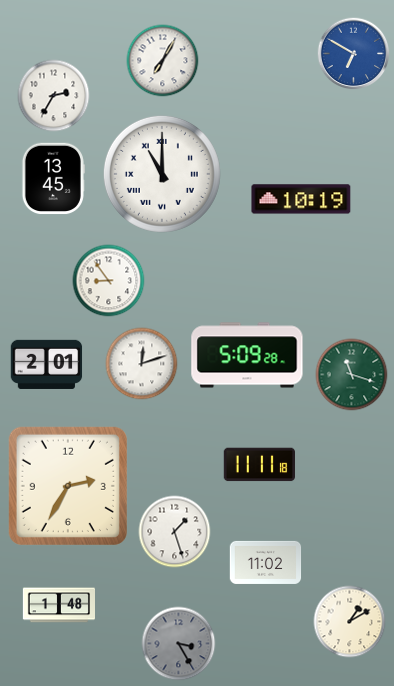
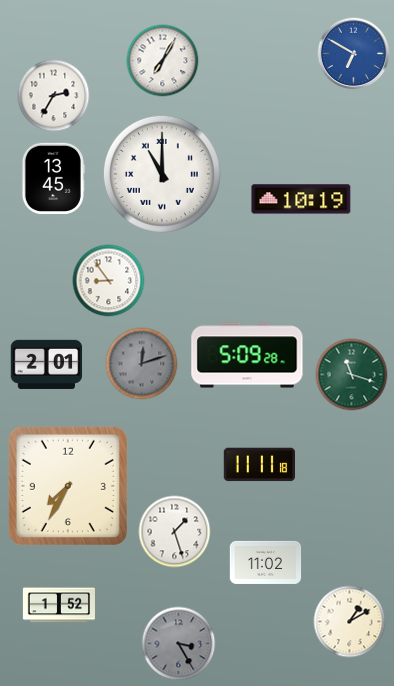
clock at (142, 364) dial: white -> grey
clock at (68, 486): 2:35 -> 7:35
clock at (58, 605): 1:48 -> 1:52
